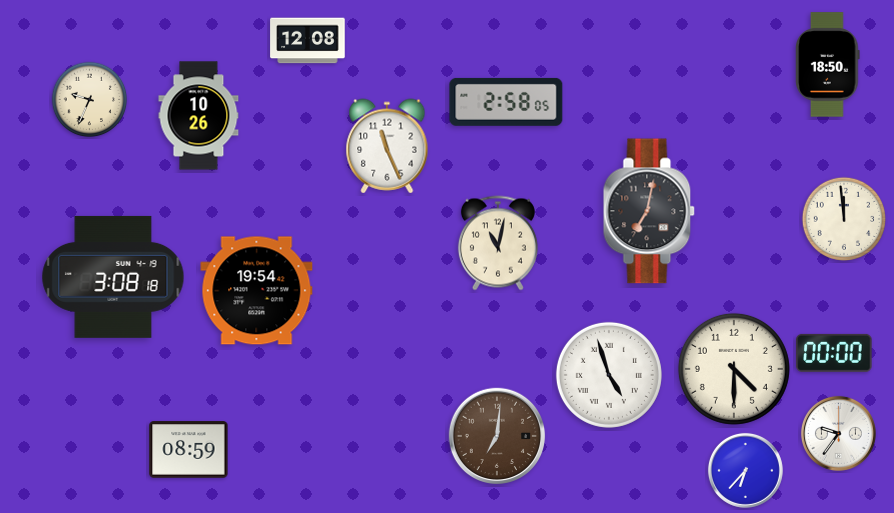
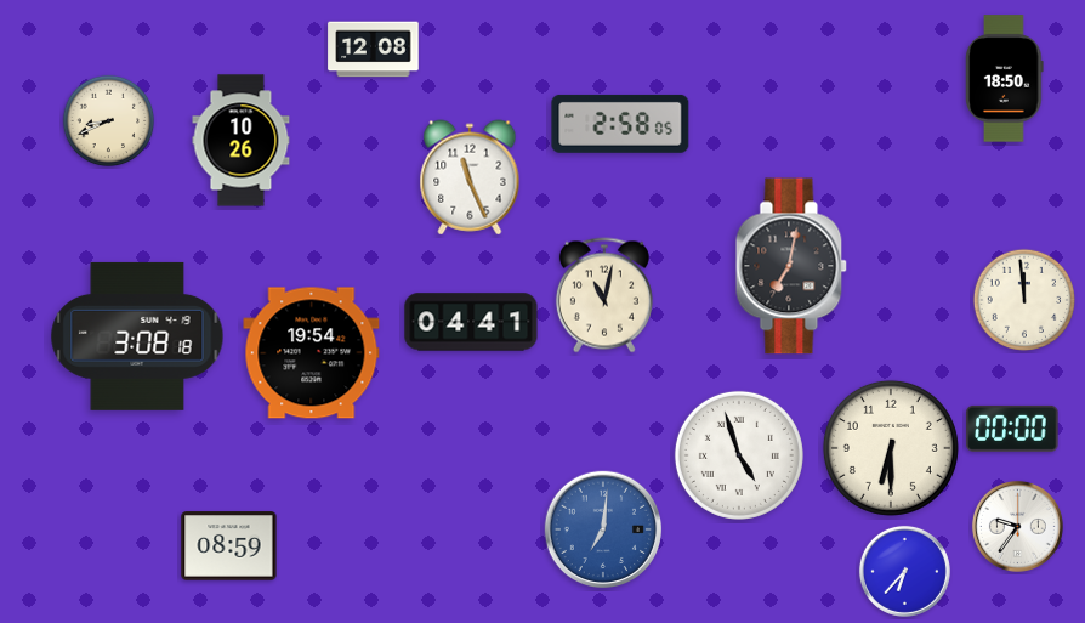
clock at (90, 100): 9:34 -> 8:41
clock at (506, 102) position: (506, 102) -> (620, 124)
clock at (649, 211) position: (649, 211) -> (791, 266)
clock at (844, 219) position: (844, 219) -> (1024, 300)
clock at (471, 322): none -> 04:41
clock at (734, 369): 4:30 -> 6:30
clock at (497, 436) dial: brown -> blue
